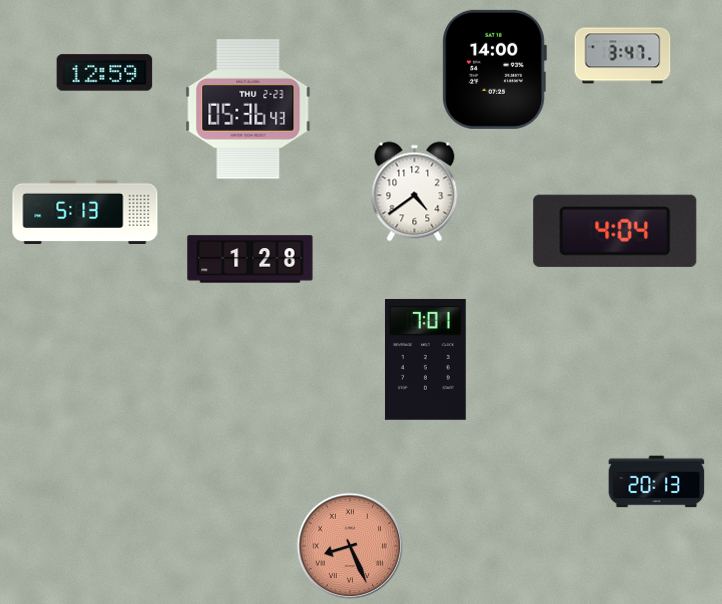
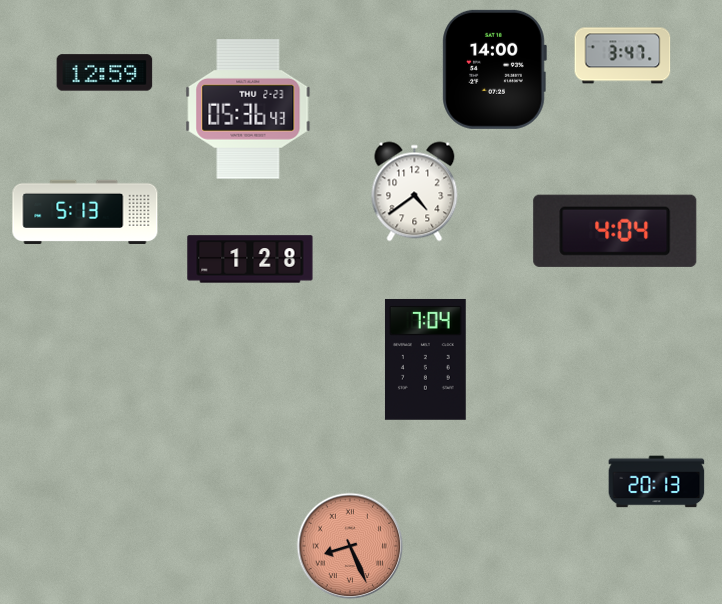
clock at (425, 360): 7:01 -> 7:04
